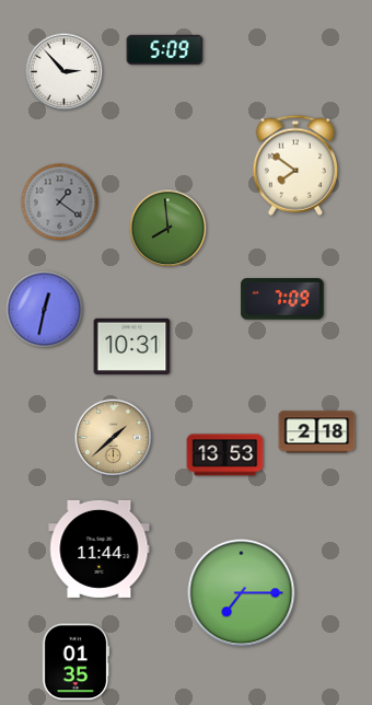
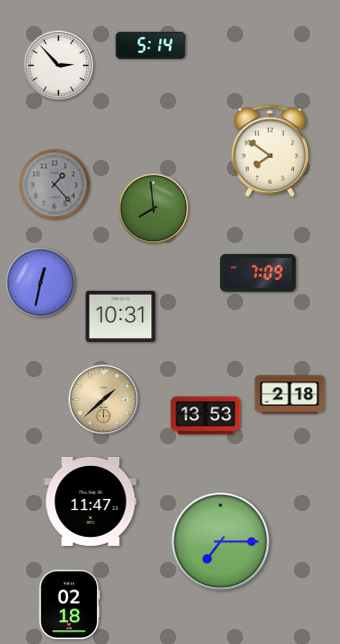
clock at (165, 49): 5:09 -> 5:14
clock at (60, 203): 1:21 -> 1:23
clock at (100, 548): 11:44 -> 11:47
clock at (77, 662): 01:35 -> 02:18
